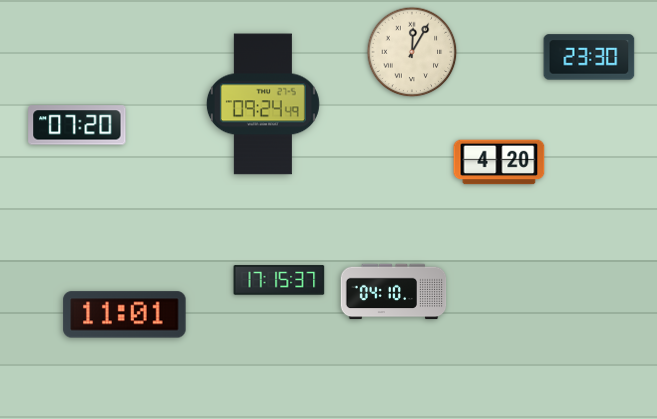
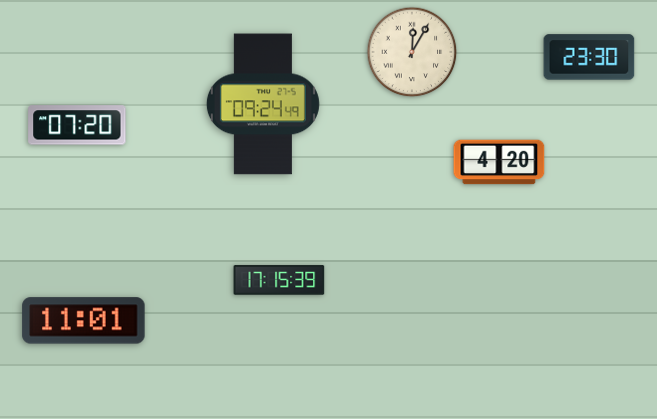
clock at (279, 280): 17:15:37 -> 17:15:39
clock at (394, 292): 04:10 -> none
clock at (125, 315) position: (125, 315) -> (84, 321)
